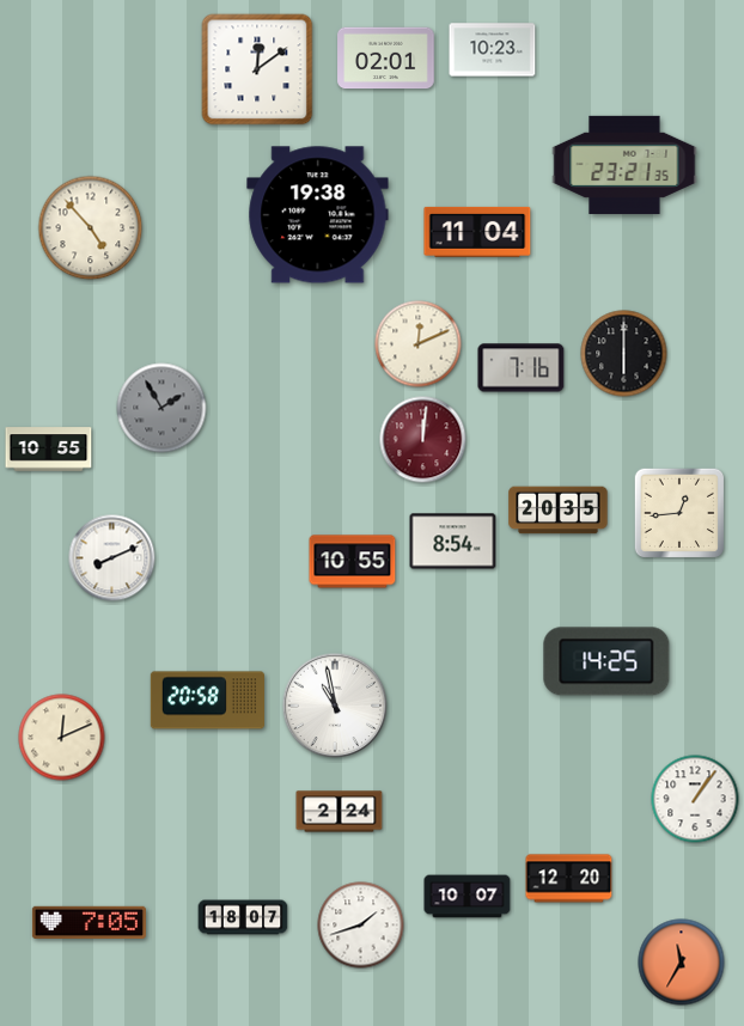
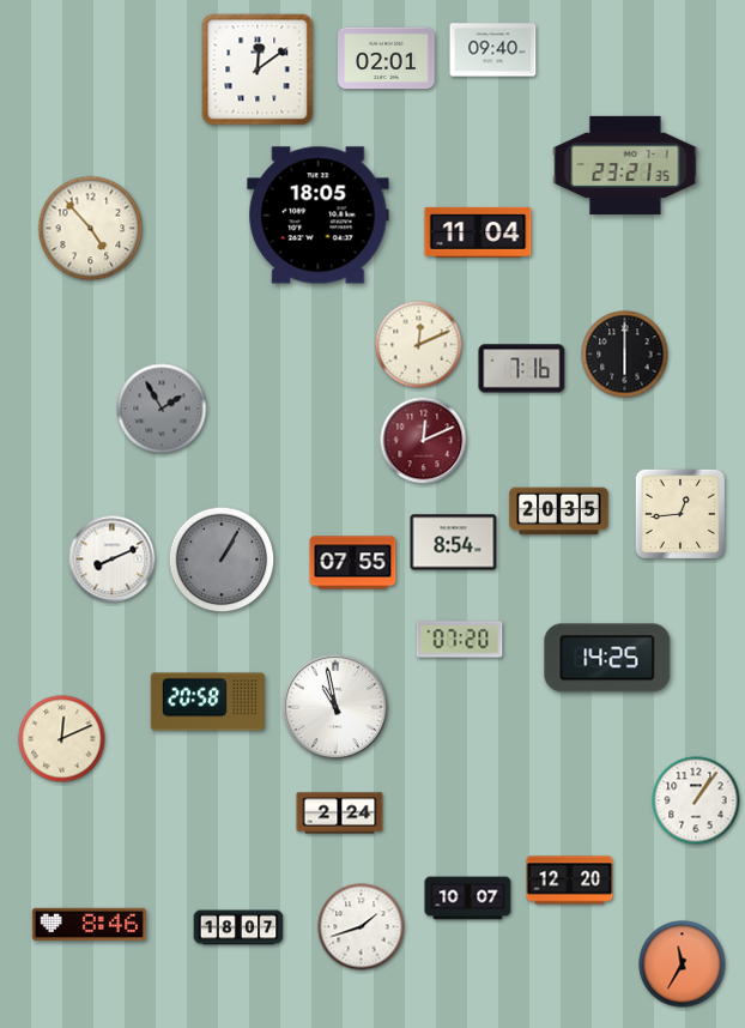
clock at (493, 50): 10:23 -> 09:40
clock at (318, 215): 19:38 -> 18:05
clock at (423, 440): 12:01 -> 12:11
clock at (49, 450): 10:55 -> none
clock at (222, 560): none -> 1:05
clock at (353, 562): 10:55 -> 07:55
clock at (460, 640): none -> 07:20
clock at (606, 661) position: (606, 661) -> (607, 658)
clock at (243, 917) position: (243, 917) -> (238, 927)
clock at (89, 922): 7:05 -> 8:46
